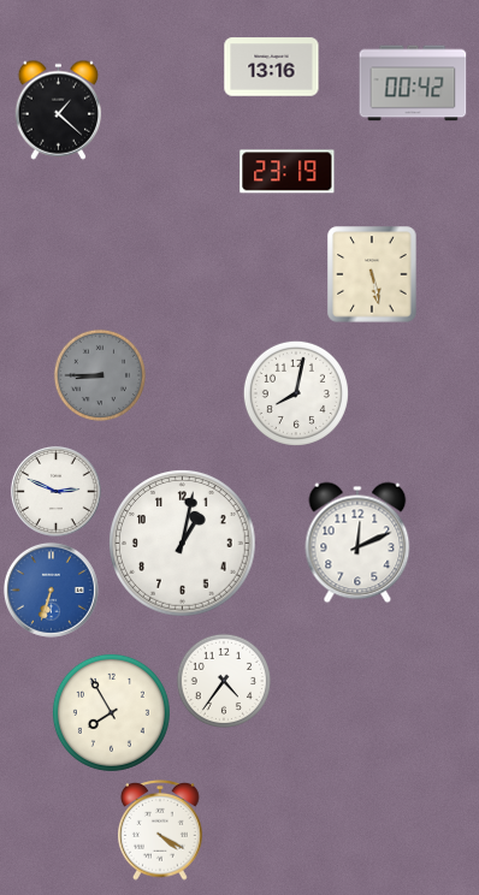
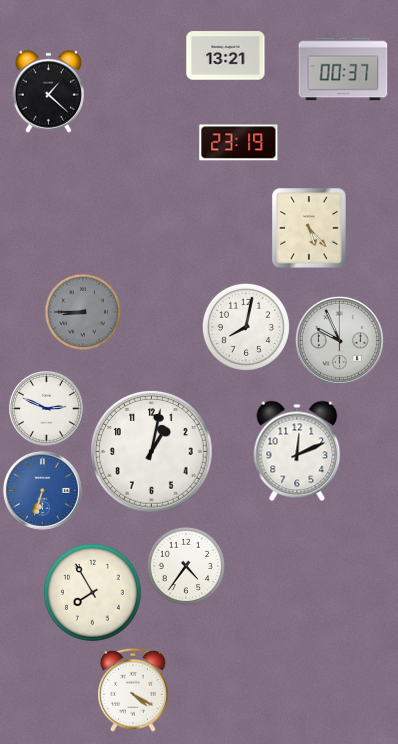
clock at (272, 67): 13:16 -> 13:21
clock at (413, 83): 00:42 -> 00:37
clock at (372, 274): 5:28 -> 5:23
clock at (339, 340): none -> 9:56
